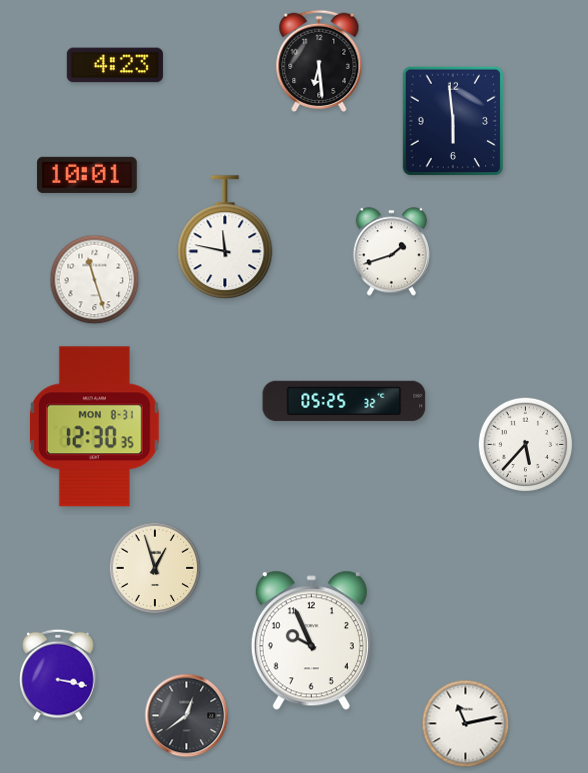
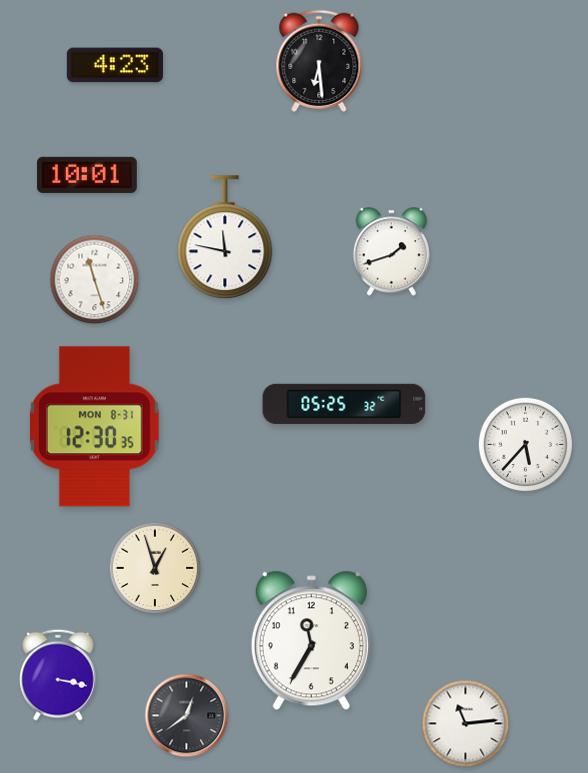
clock at (453, 121): 5:59 -> none
clock at (344, 401) position: (344, 401) -> (344, 404)
clock at (311, 641): 9:56 -> 11:35
clock at (466, 724): 11:13 -> 11:14
